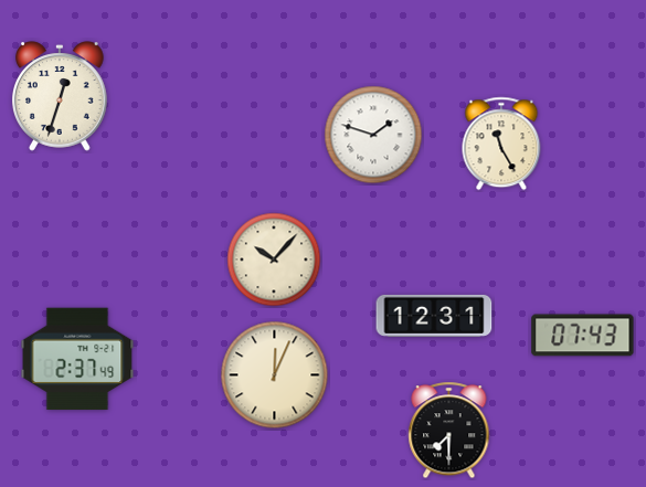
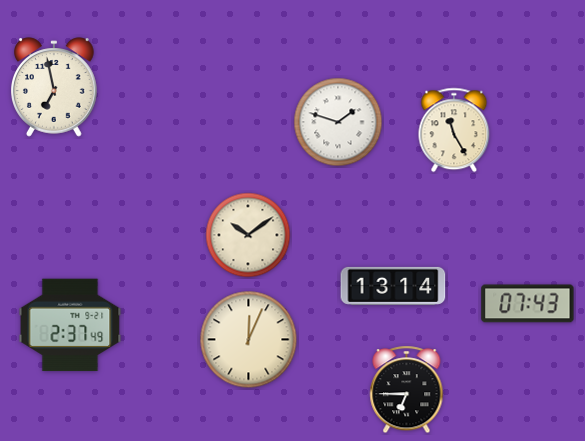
clock at (61, 96): 12:33 -> 6:58
clock at (274, 260): 10:07 -> 10:09
clock at (434, 316): 12:31 -> 13:14
clock at (449, 431): 7:30 -> 6:45
